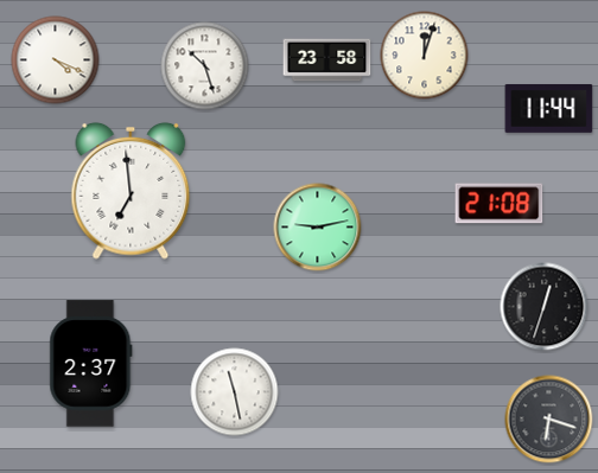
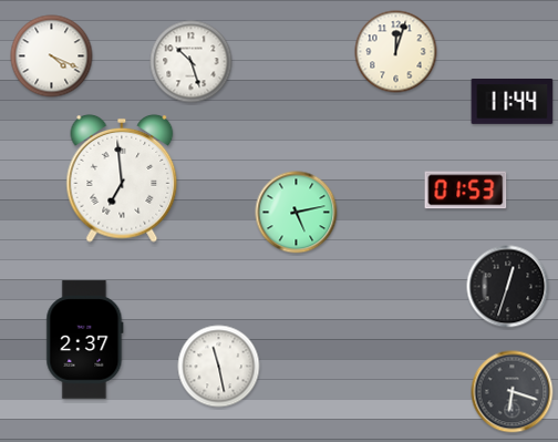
clock at (327, 60): 23:58 -> none
clock at (500, 204): 21:08 -> 01:53
clock at (318, 228): 9:13 -> 5:13
